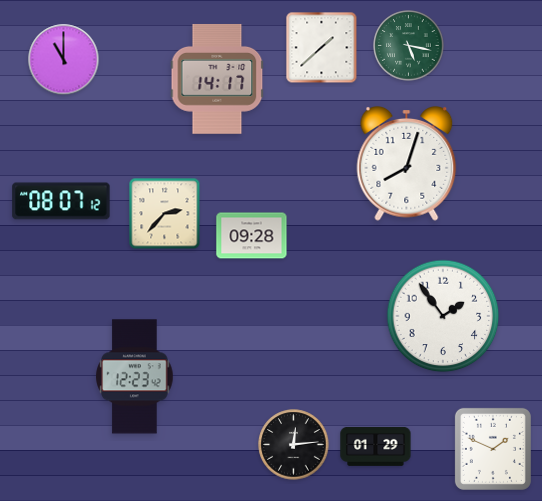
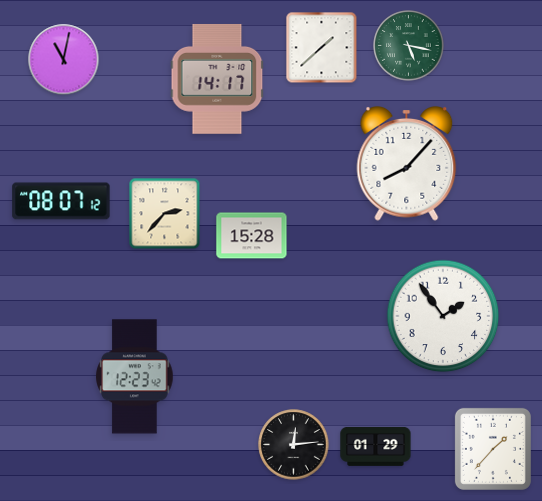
clock at (64, 60): 11:00 -> 11:02
clock at (407, 164): 8:03 -> 8:07
clock at (252, 236): 09:28 -> 15:28
clock at (493, 449): 1:49 -> 1:37
